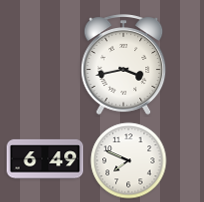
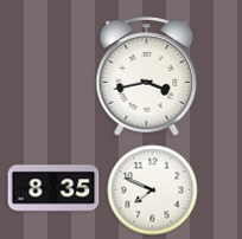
clock at (45, 159): 6:49 -> 8:35
